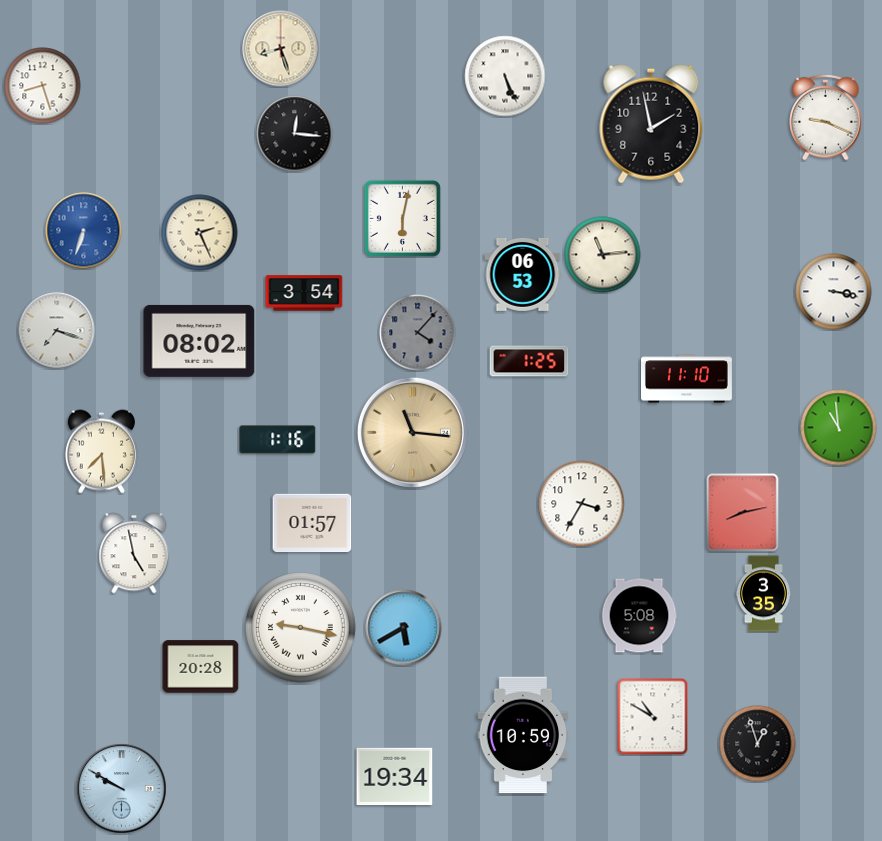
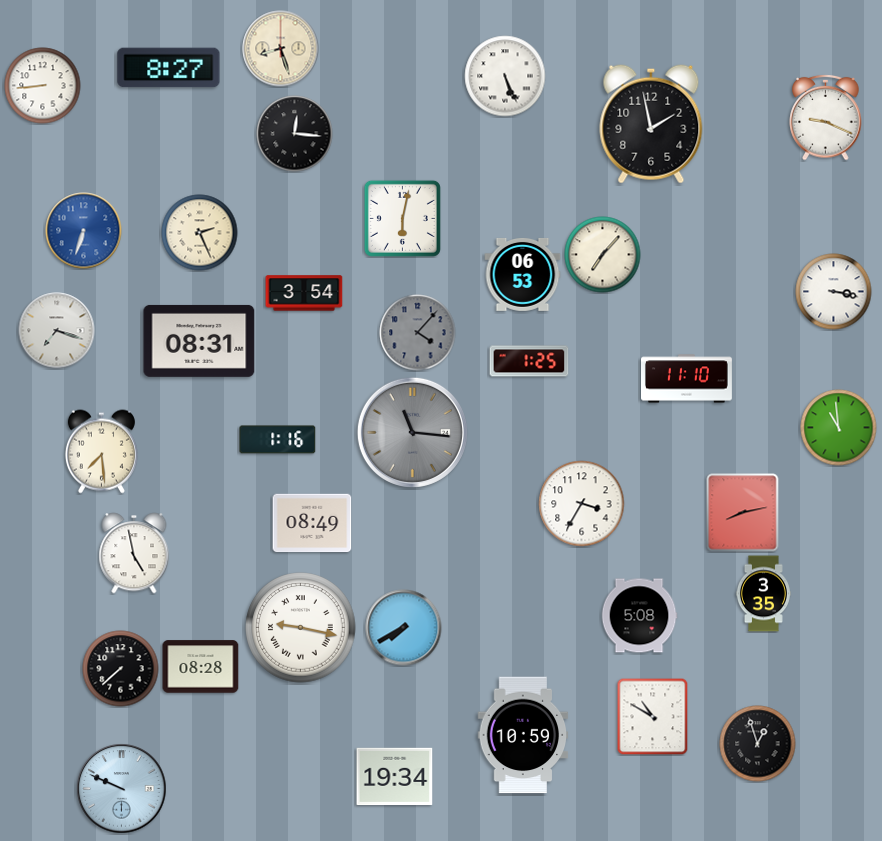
clock at (169, 68): none -> 8:27
clock at (43, 86): 8:27 -> 8:44
clock at (603, 255): 11:14 -> 7:07
clock at (199, 341): 08:02 -> 08:31
clock at (412, 432) dial: champagne -> grey
clock at (312, 523): 01:57 -> 08:49
clock at (404, 628): 5:40 -> 7:40
clock at (201, 667): 20:28 -> 08:28
clock at (121, 669): none -> 7:38
clock at (122, 789): 9:50 -> 9:49
